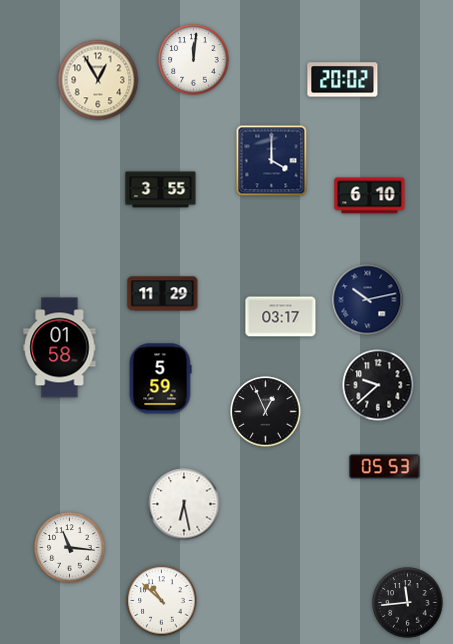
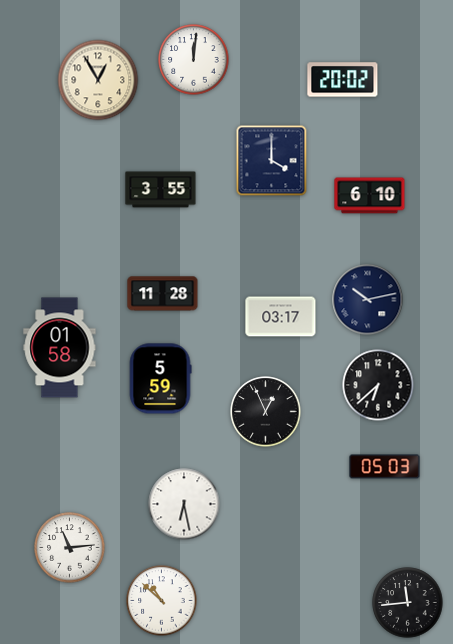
clock at (163, 294): 11:29 -> 11:28
clock at (378, 385): 9:38 -> 6:38
clock at (385, 467): 05:53 -> 05:03
clock at (70, 548): 11:16 -> 11:14
